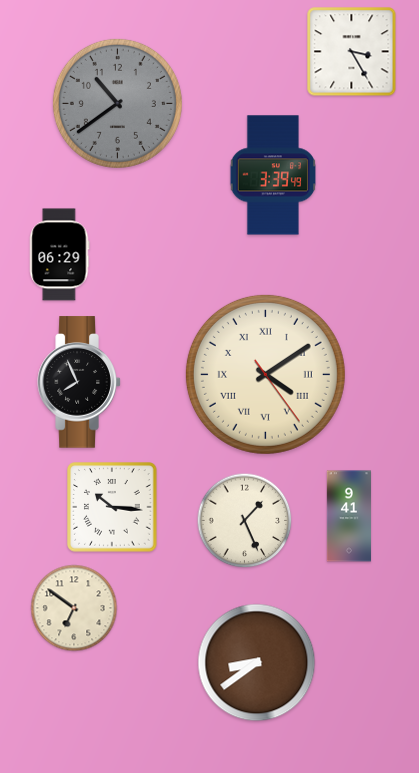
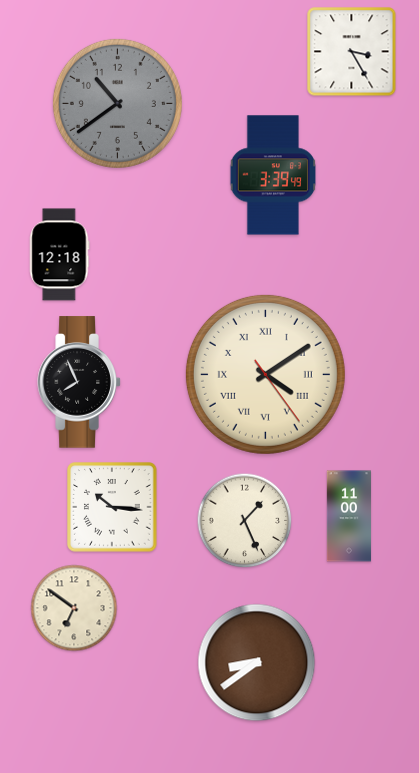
clock at (60, 255): 06:29 -> 12:18
clock at (348, 516): 9:41 -> 11:00
